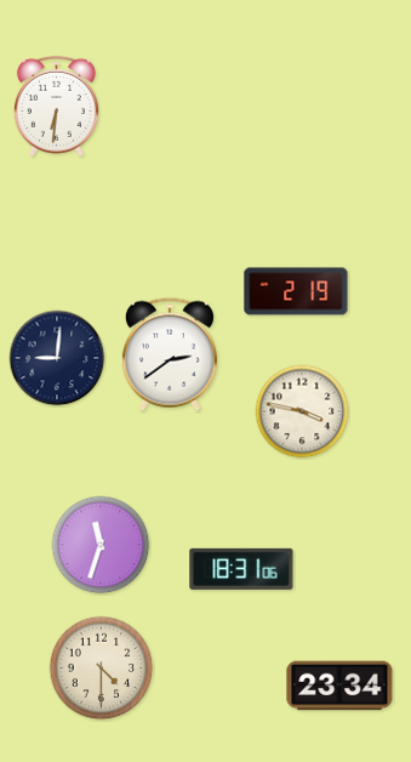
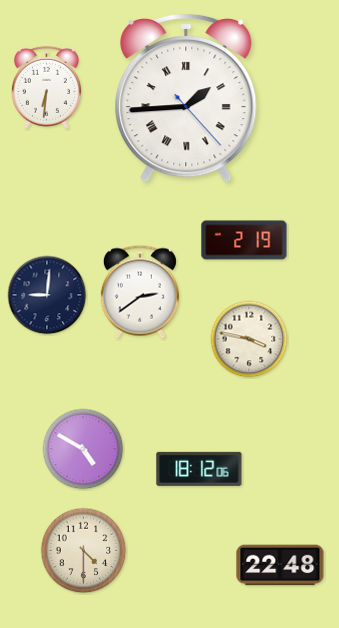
clock at (186, 98): none -> 1:44
clock at (101, 545): 11:33 -> 4:50
clock at (241, 569): 18:31 -> 18:12
clock at (339, 686): 23:34 -> 22:48
